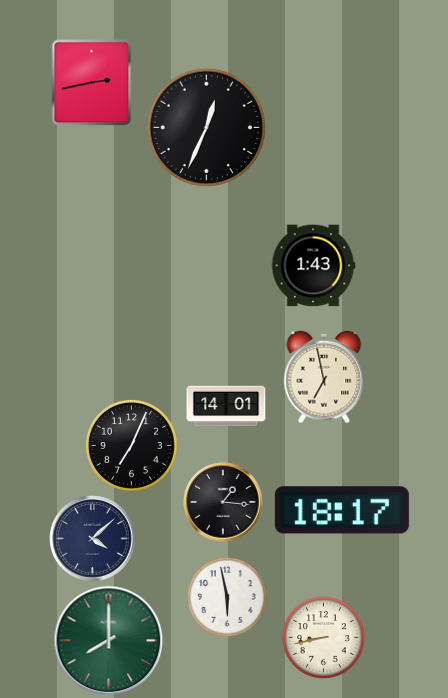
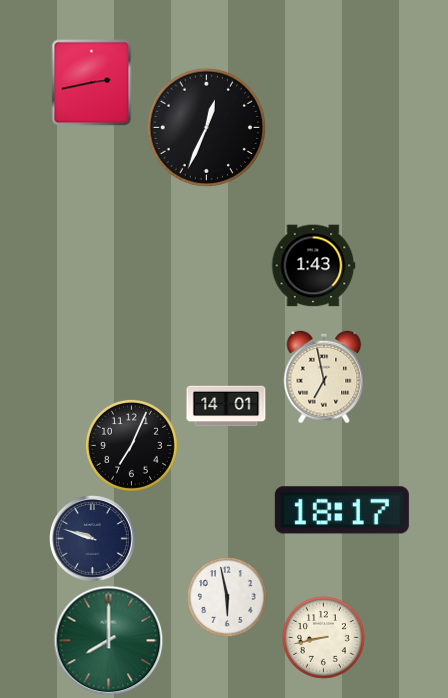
clock at (223, 502): 1:16 -> none
clock at (93, 539): 4:08 -> 9:48
